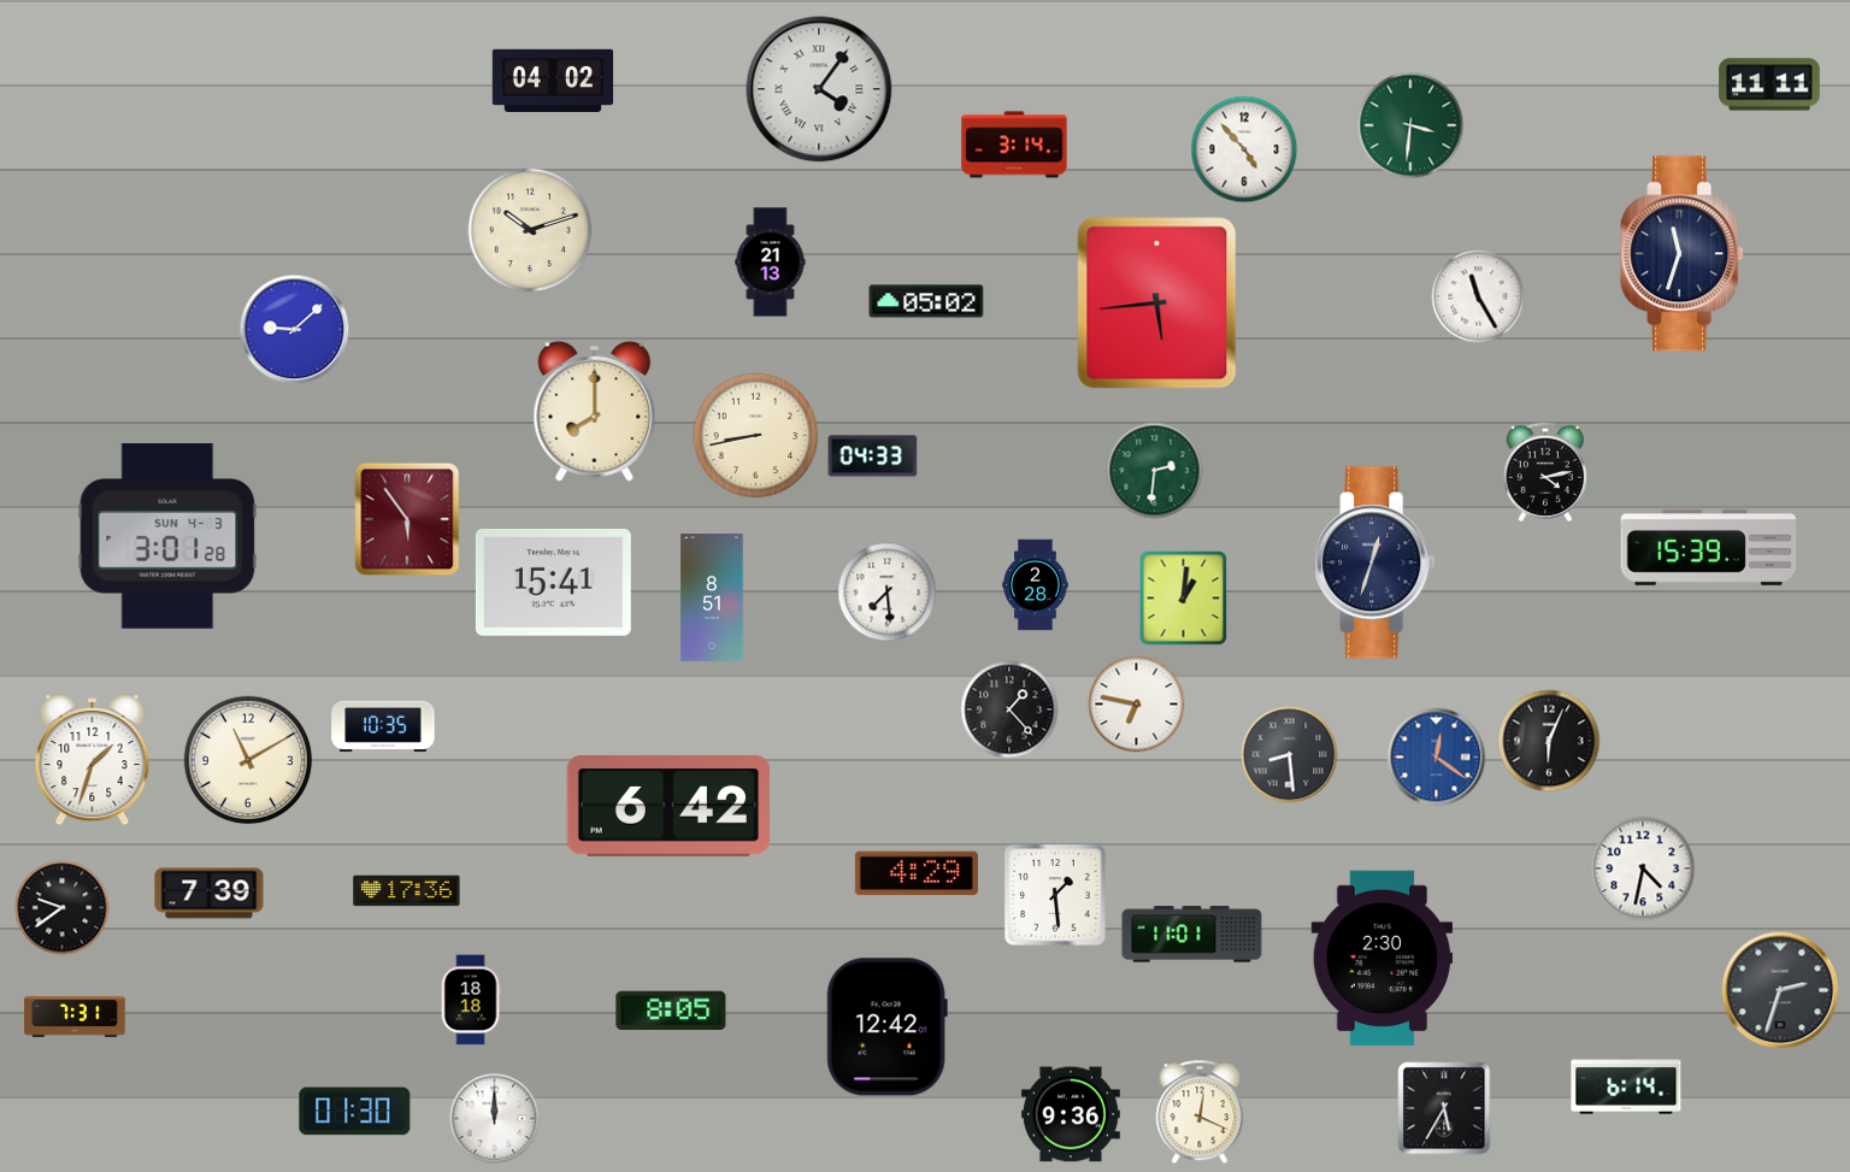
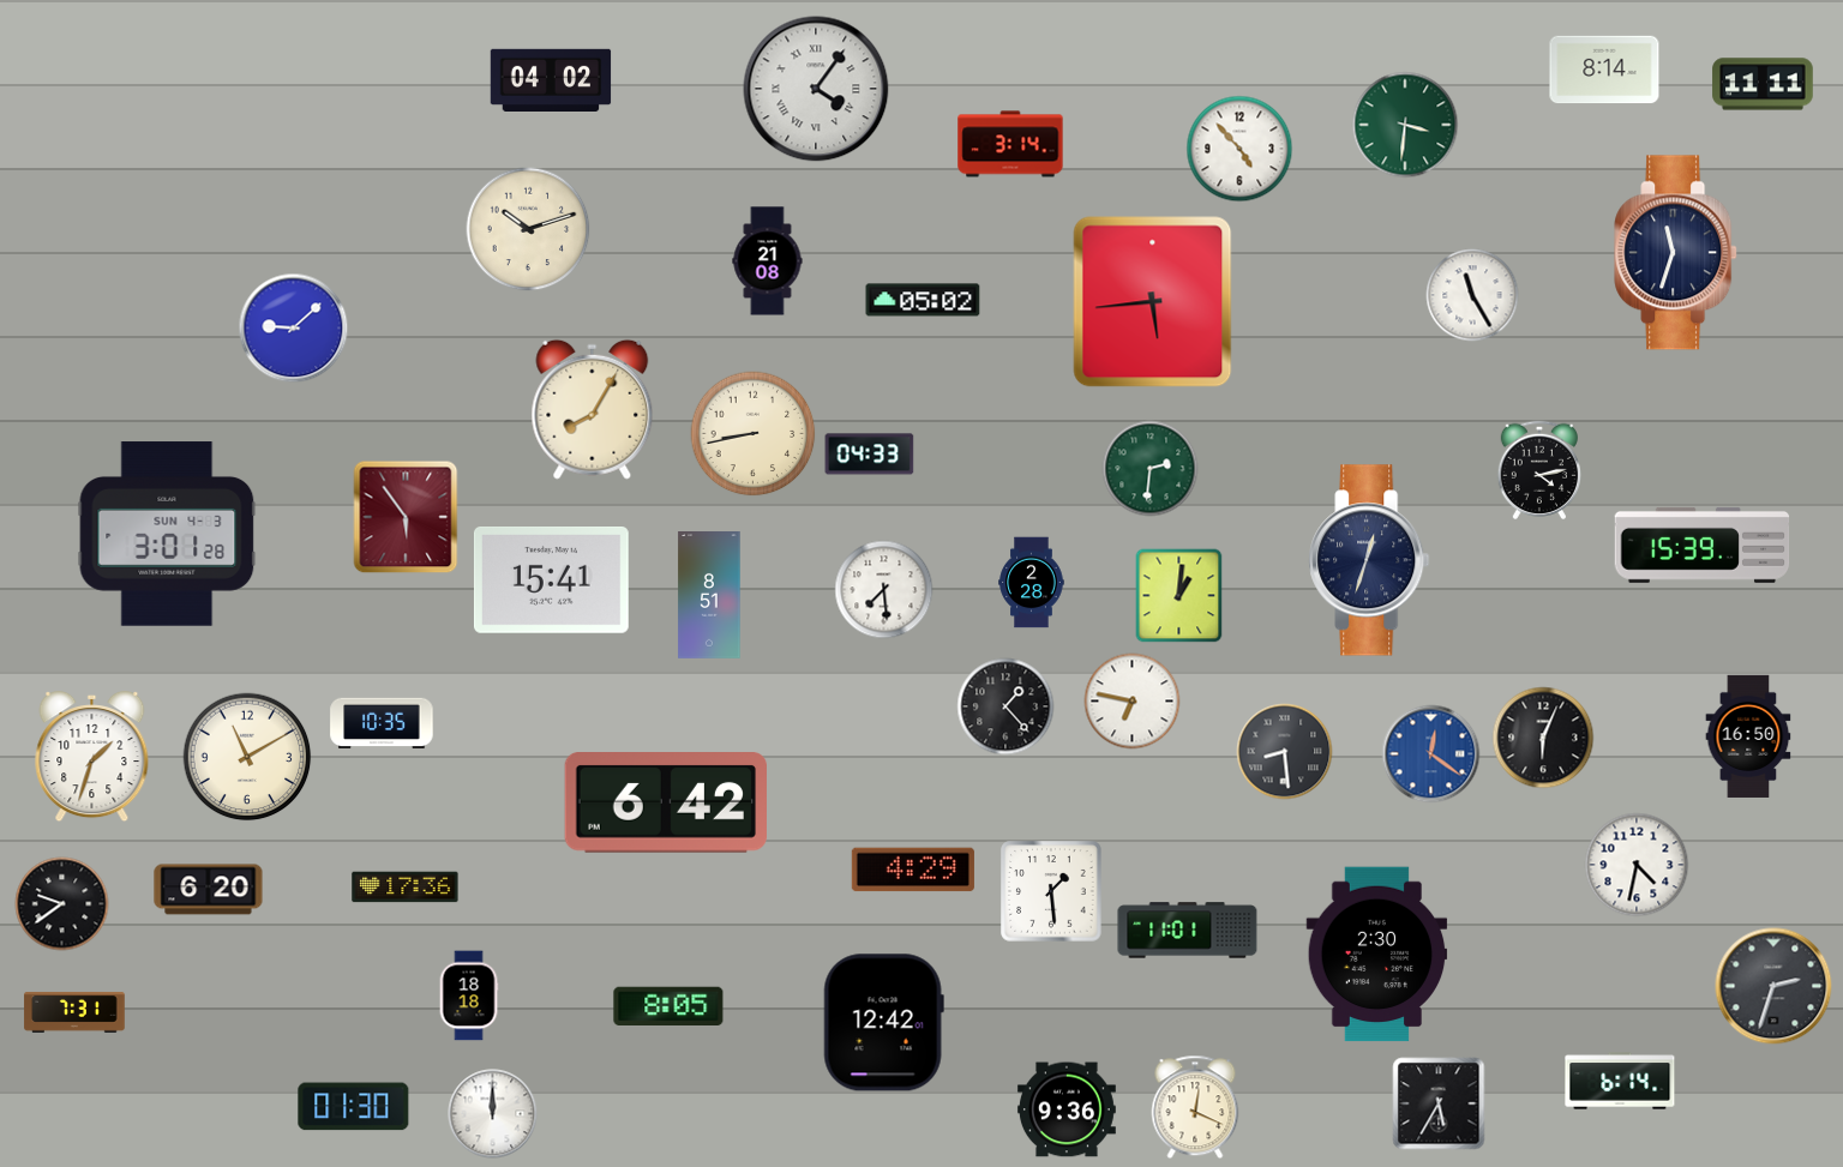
clock at (1604, 70): none -> 8:14
clock at (771, 263): 21:13 -> 21:08
clock at (595, 411): 8:00 -> 8:05
clock at (1748, 736): none -> 16:50
clock at (210, 894): 7:39 -> 6:20
